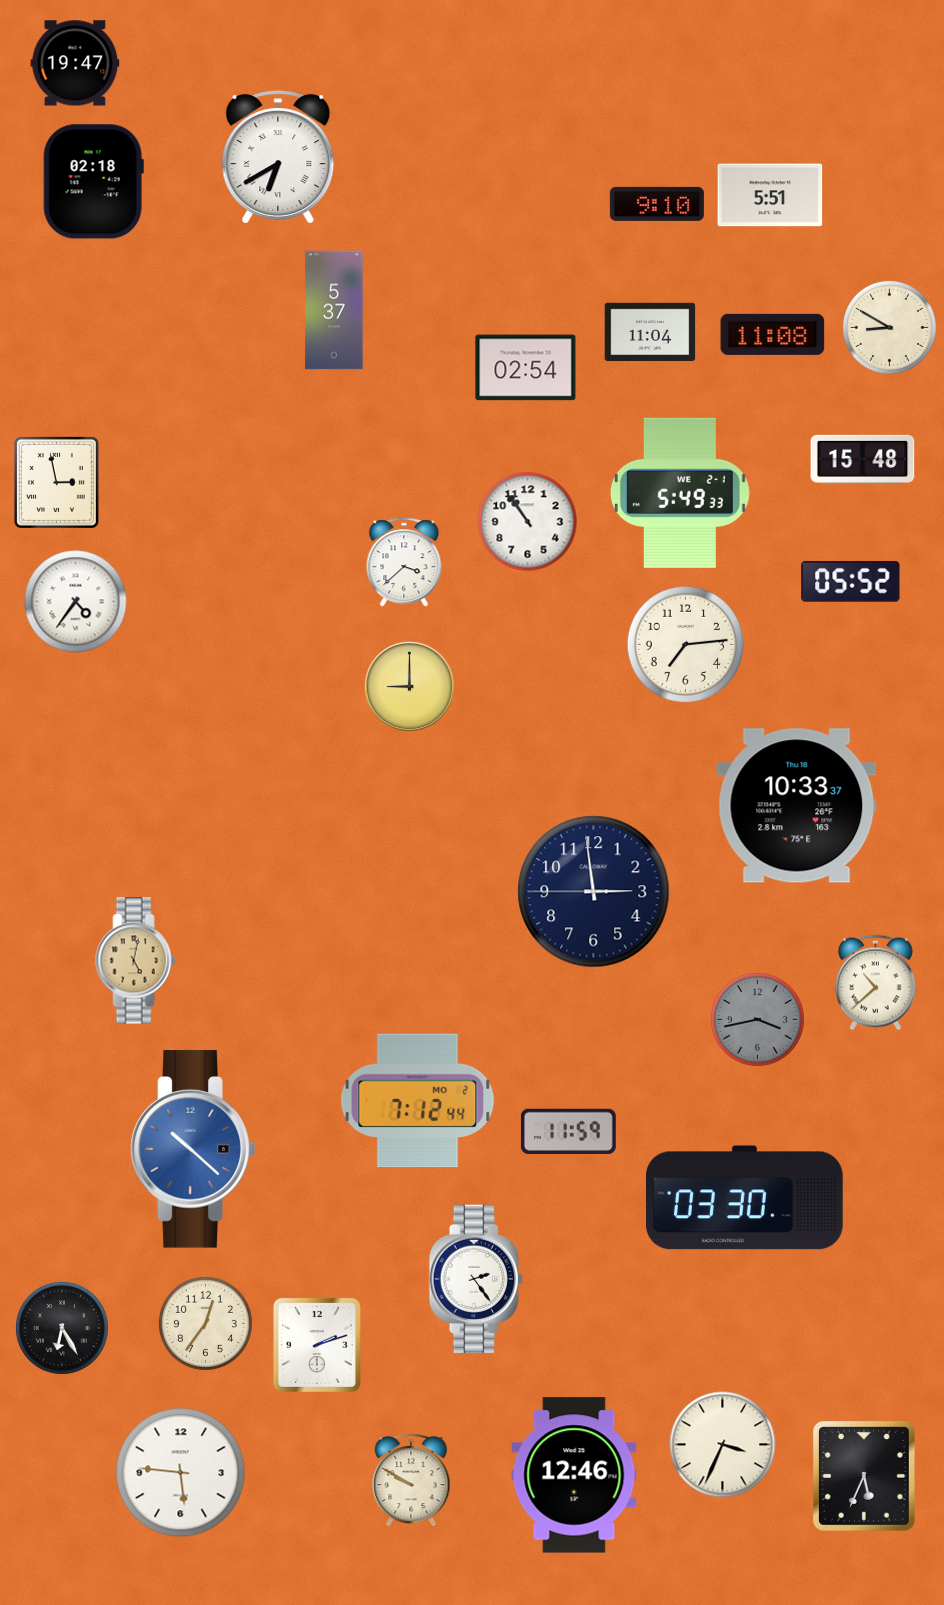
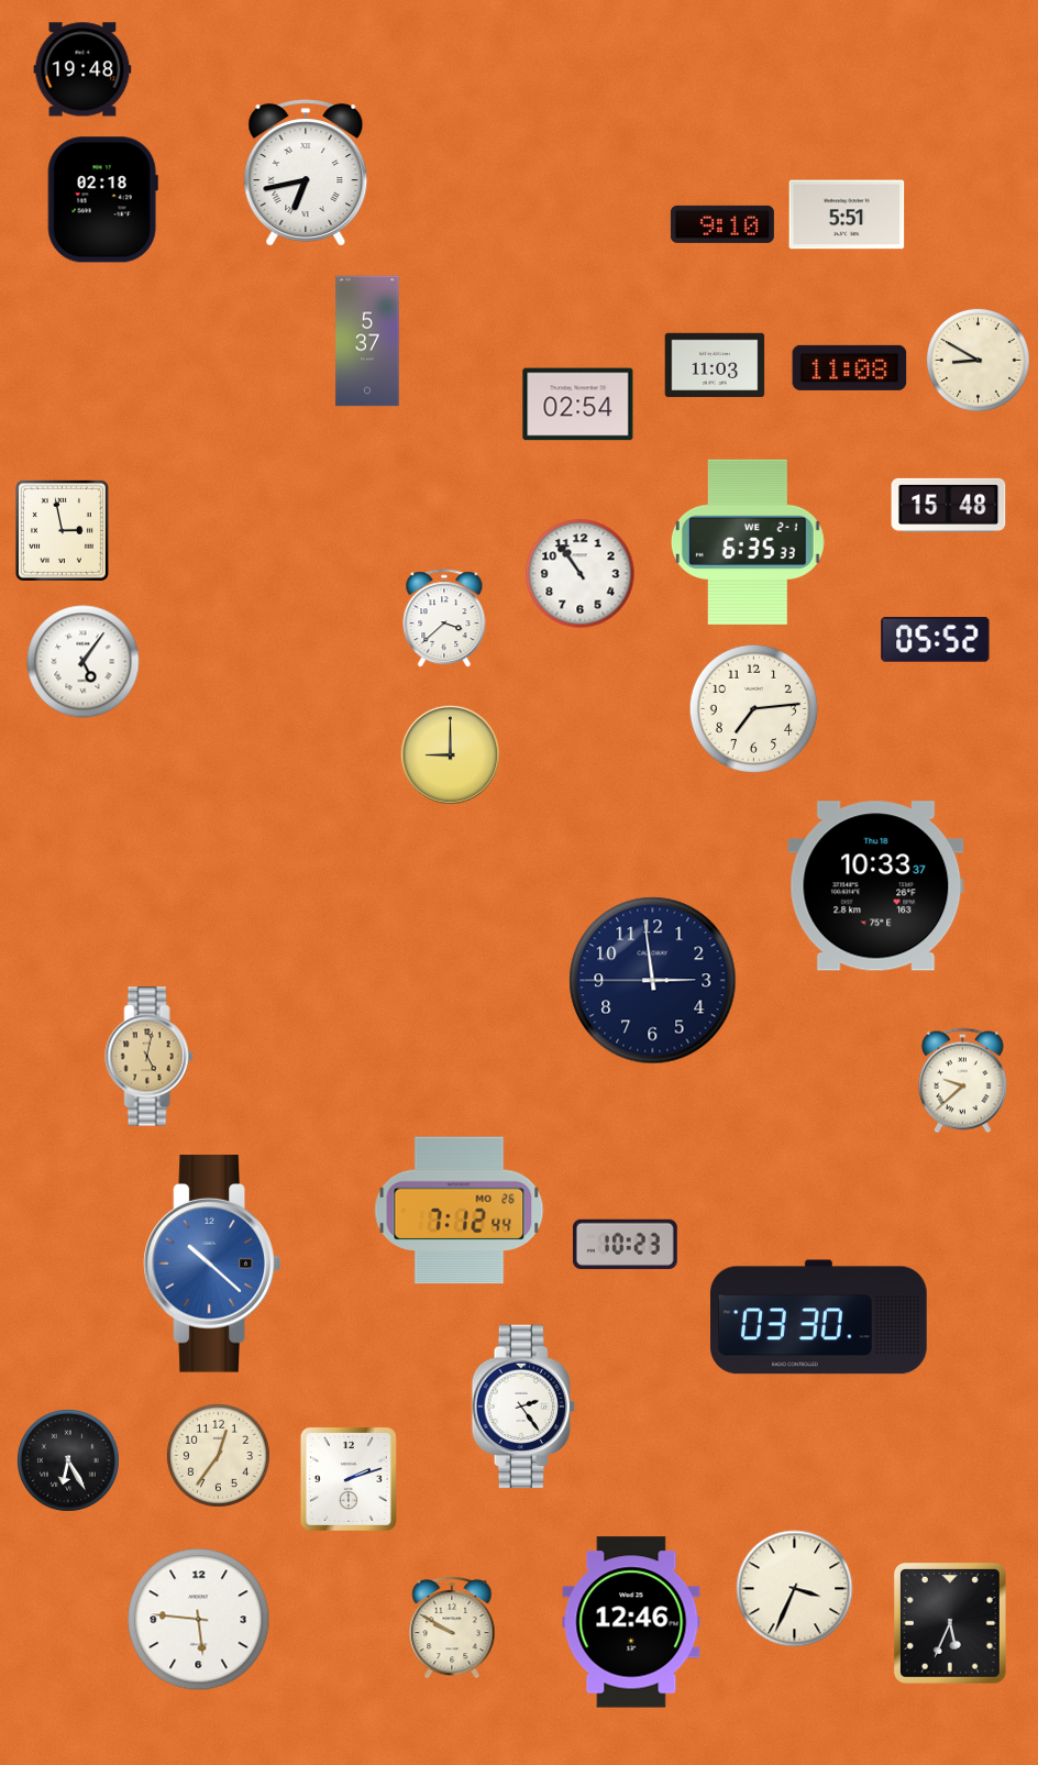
clock at (75, 63): 19:47 -> 19:48
clock at (278, 157): 6:40 -> 6:43
clock at (650, 332): 11:04 -> 11:03
clock at (680, 493): 5:49 -> 6:35
clock at (76, 602): 4:36 -> 5:06
clock at (875, 983): 10:38 -> 9:38
clock at (757, 1019): 3:43 -> none
clock at (418, 1101) date: MO 2 -> MO 26
clock at (568, 1131): 11:59 -> 10:23
clock at (205, 1323) position: (205, 1323) -> (218, 1455)
